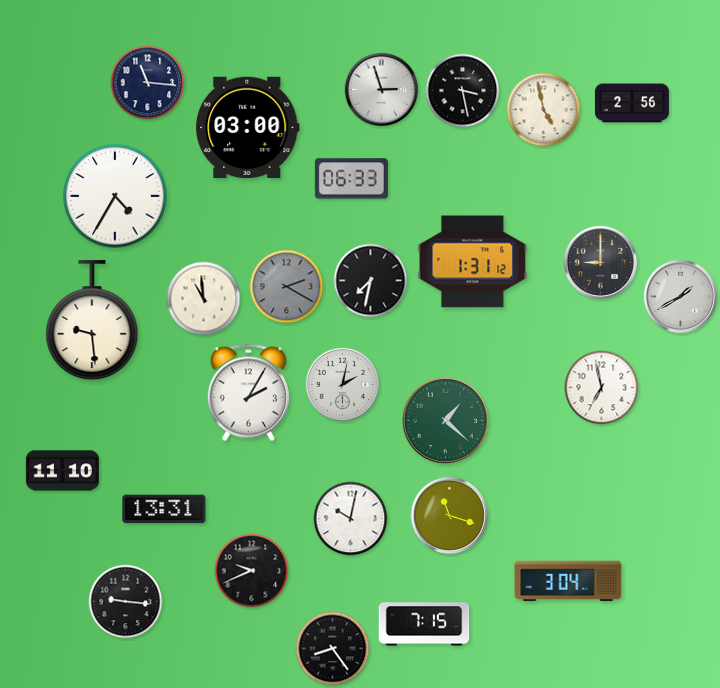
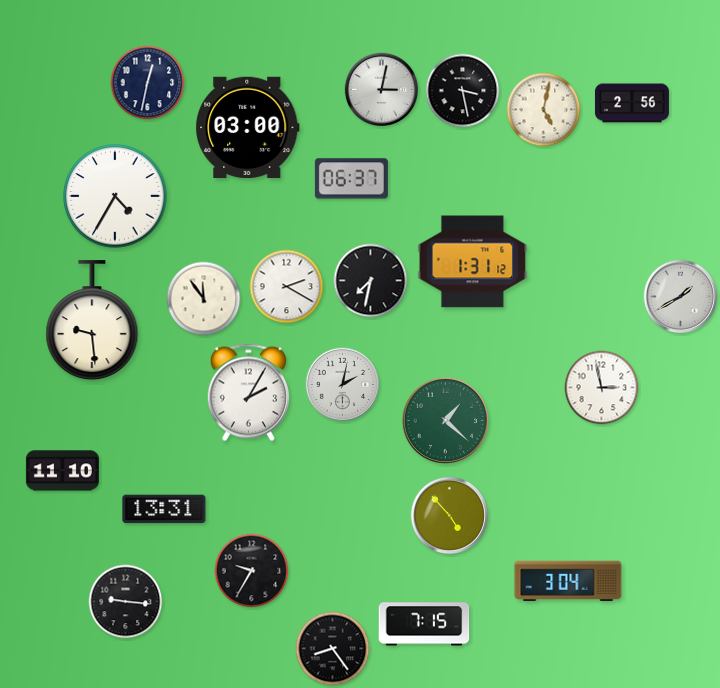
clock at (148, 83): 11:16 -> 12:32
clock at (381, 89): 2:57 -> 3:02
clock at (544, 110): 4:58 -> 5:02
clock at (351, 179): 06:33 -> 06:37
clock at (600, 262): 9:00 -> none
clock at (287, 287) dial: grey -> white
clock at (204, 299): 10:59 -> 11:54
clock at (602, 388): 6:58 -> 2:58
clock at (449, 515): 11:18 -> 4:53
clock at (351, 519): 10:02 -> none
clock at (252, 571): 9:41 -> 9:35
